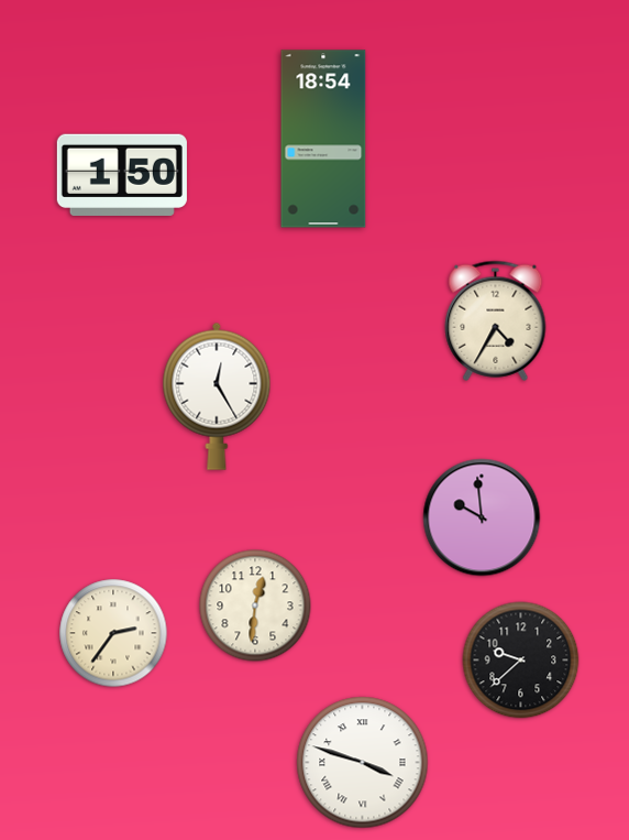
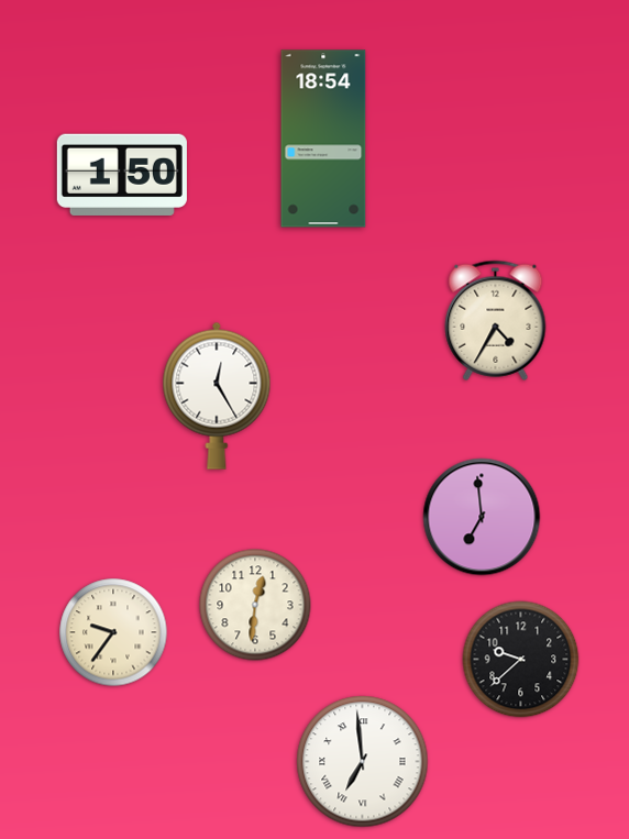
clock at (482, 517): 9:59 -> 6:59
clock at (113, 633): 2:36 -> 9:36
clock at (363, 763): 3:48 -> 6:59
